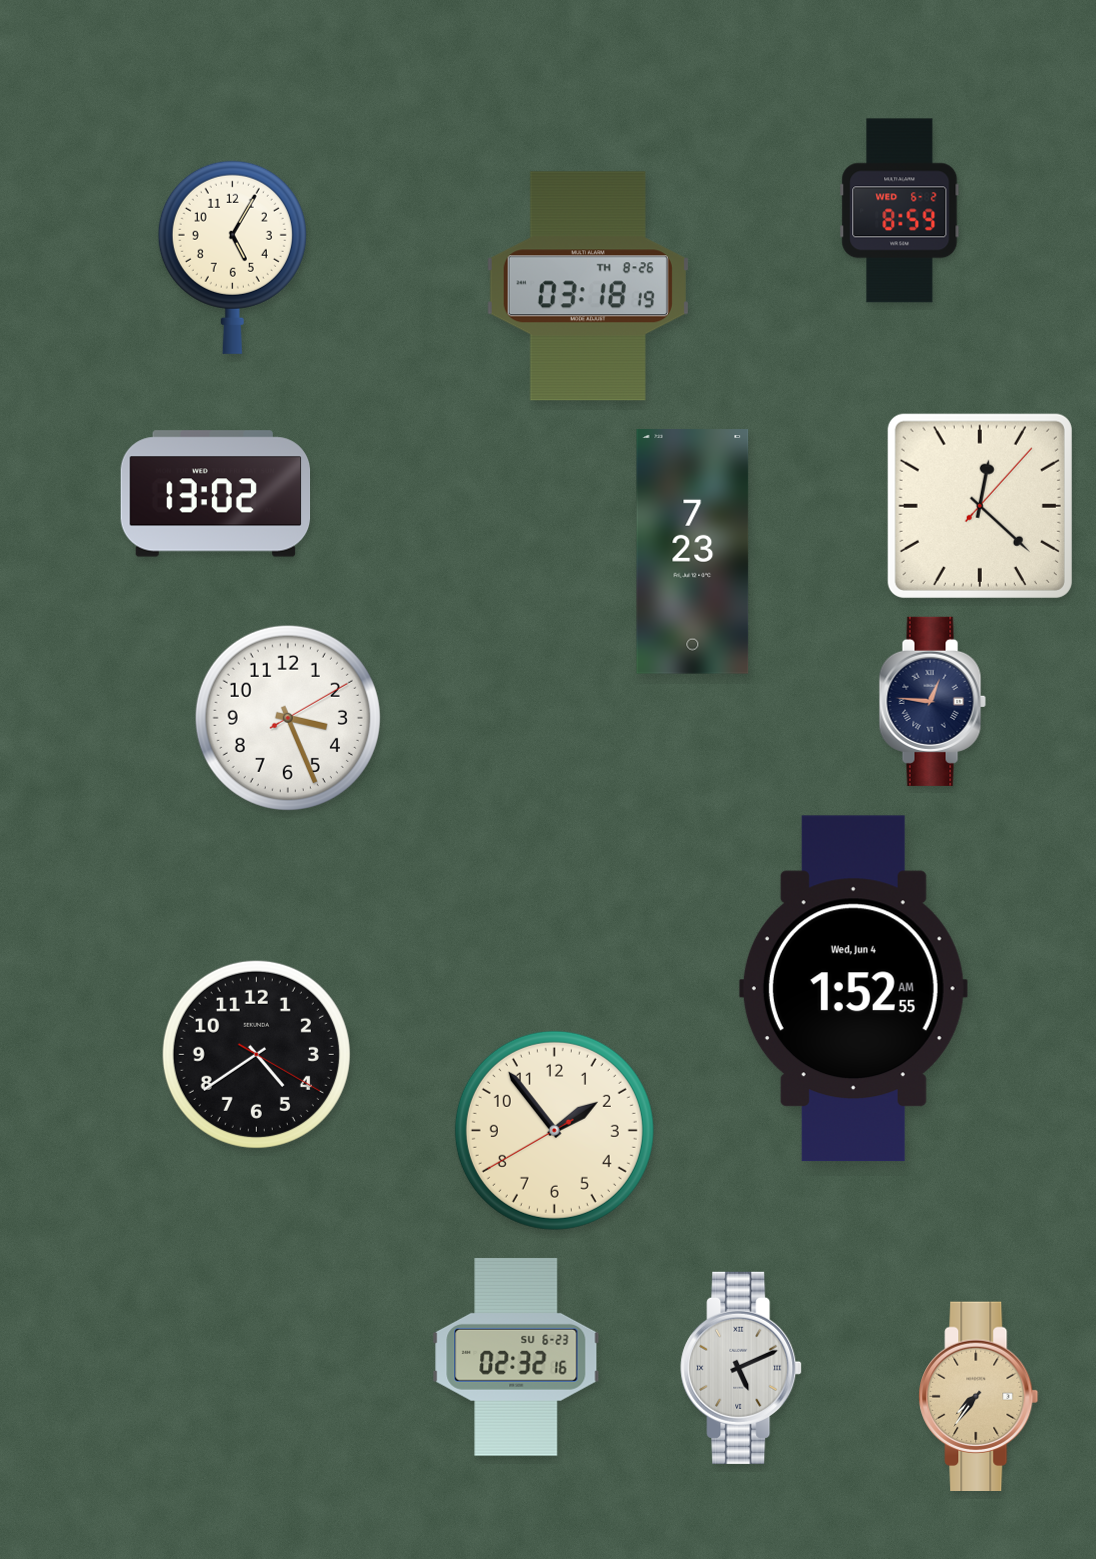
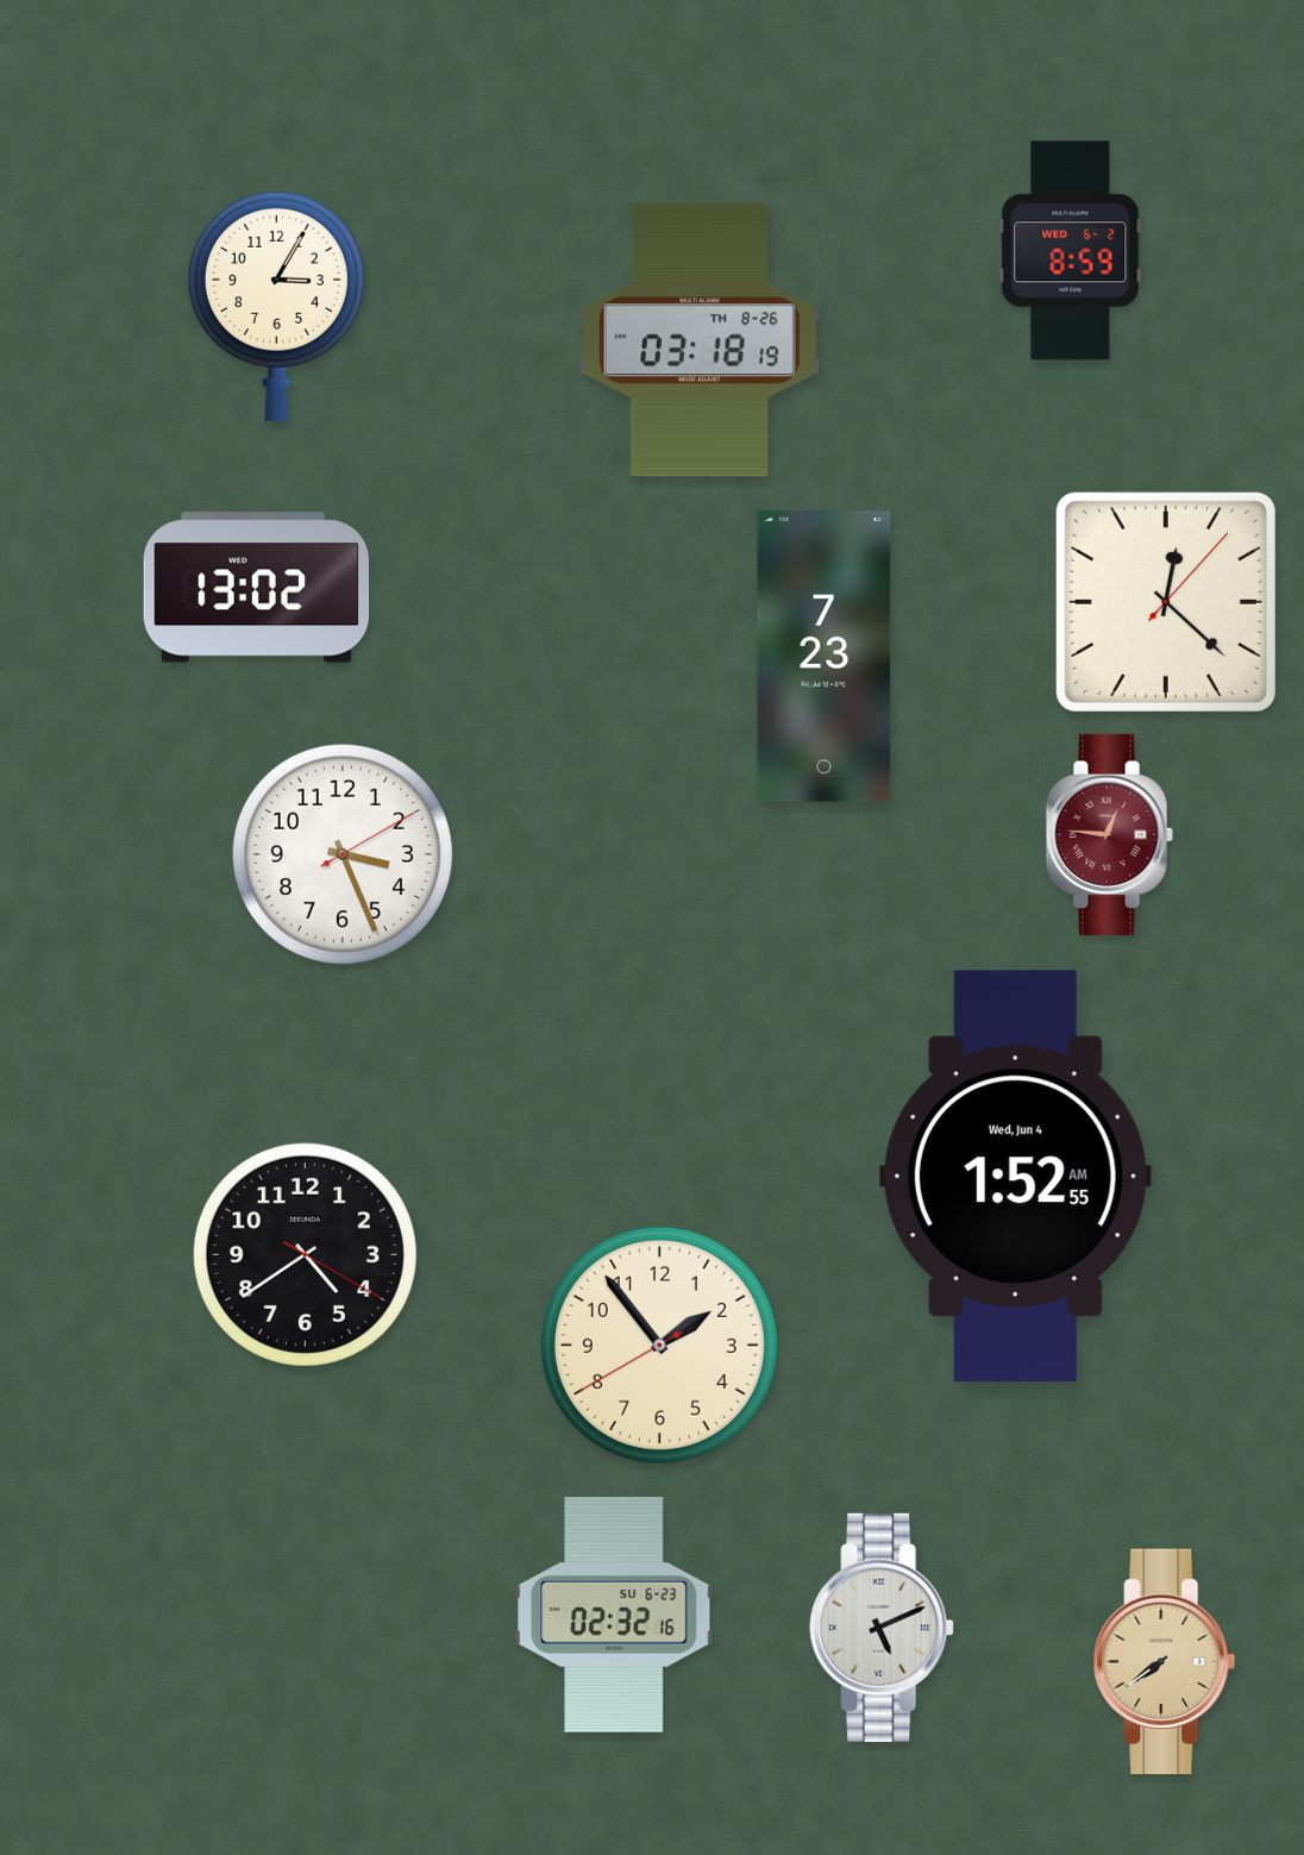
clock at (232, 257): 5:05 -> 3:05
clock at (932, 701) dial: navy -> burgundy
clock at (979, 1396): 7:36 -> 7:39
